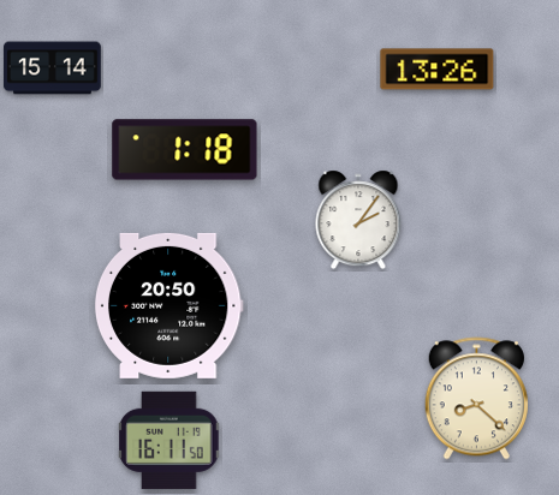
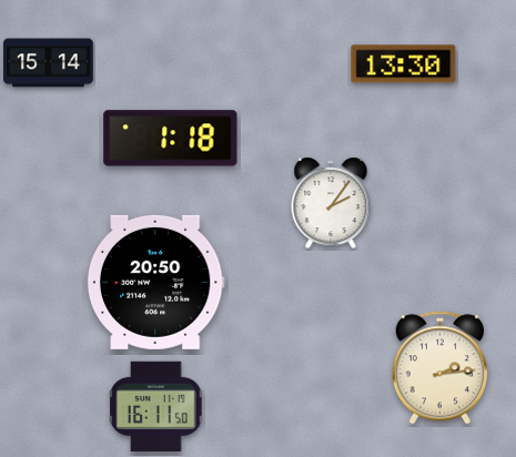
clock at (438, 70): 13:26 -> 13:30
clock at (476, 399): 8:22 -> 2:14
